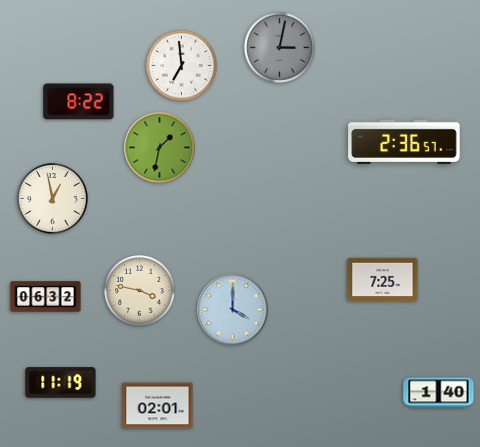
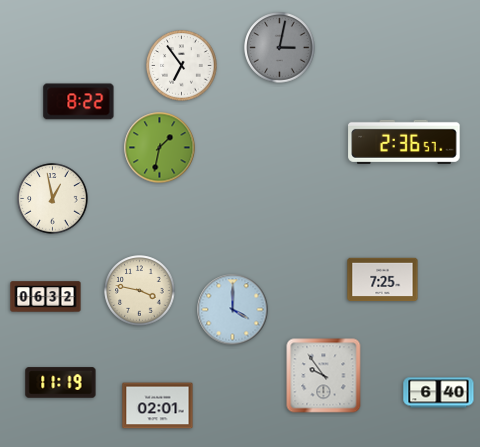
clock at (182, 66): 6:59 -> 6:54
clock at (324, 376): none -> 9:54
clock at (439, 393): 1:40 -> 6:40
